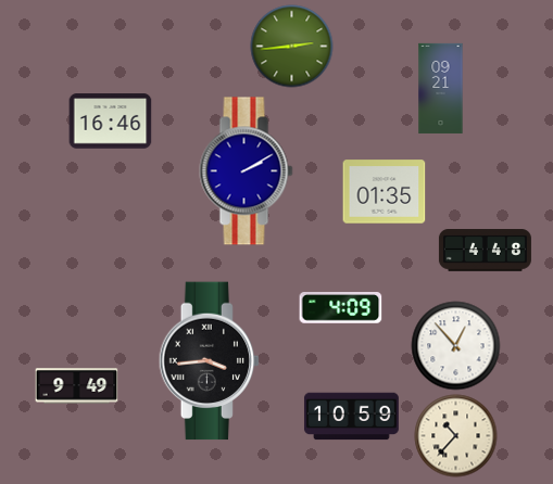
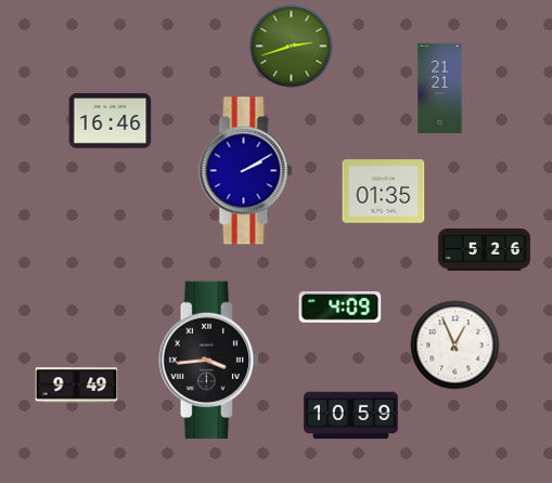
clock at (292, 47): 2:44 -> 2:42
clock at (441, 88): 09:21 -> 21:21
clock at (485, 251): 4:48 -> 5:26
clock at (456, 346): 12:53 -> 12:56
clock at (456, 436): 10:37 -> none
